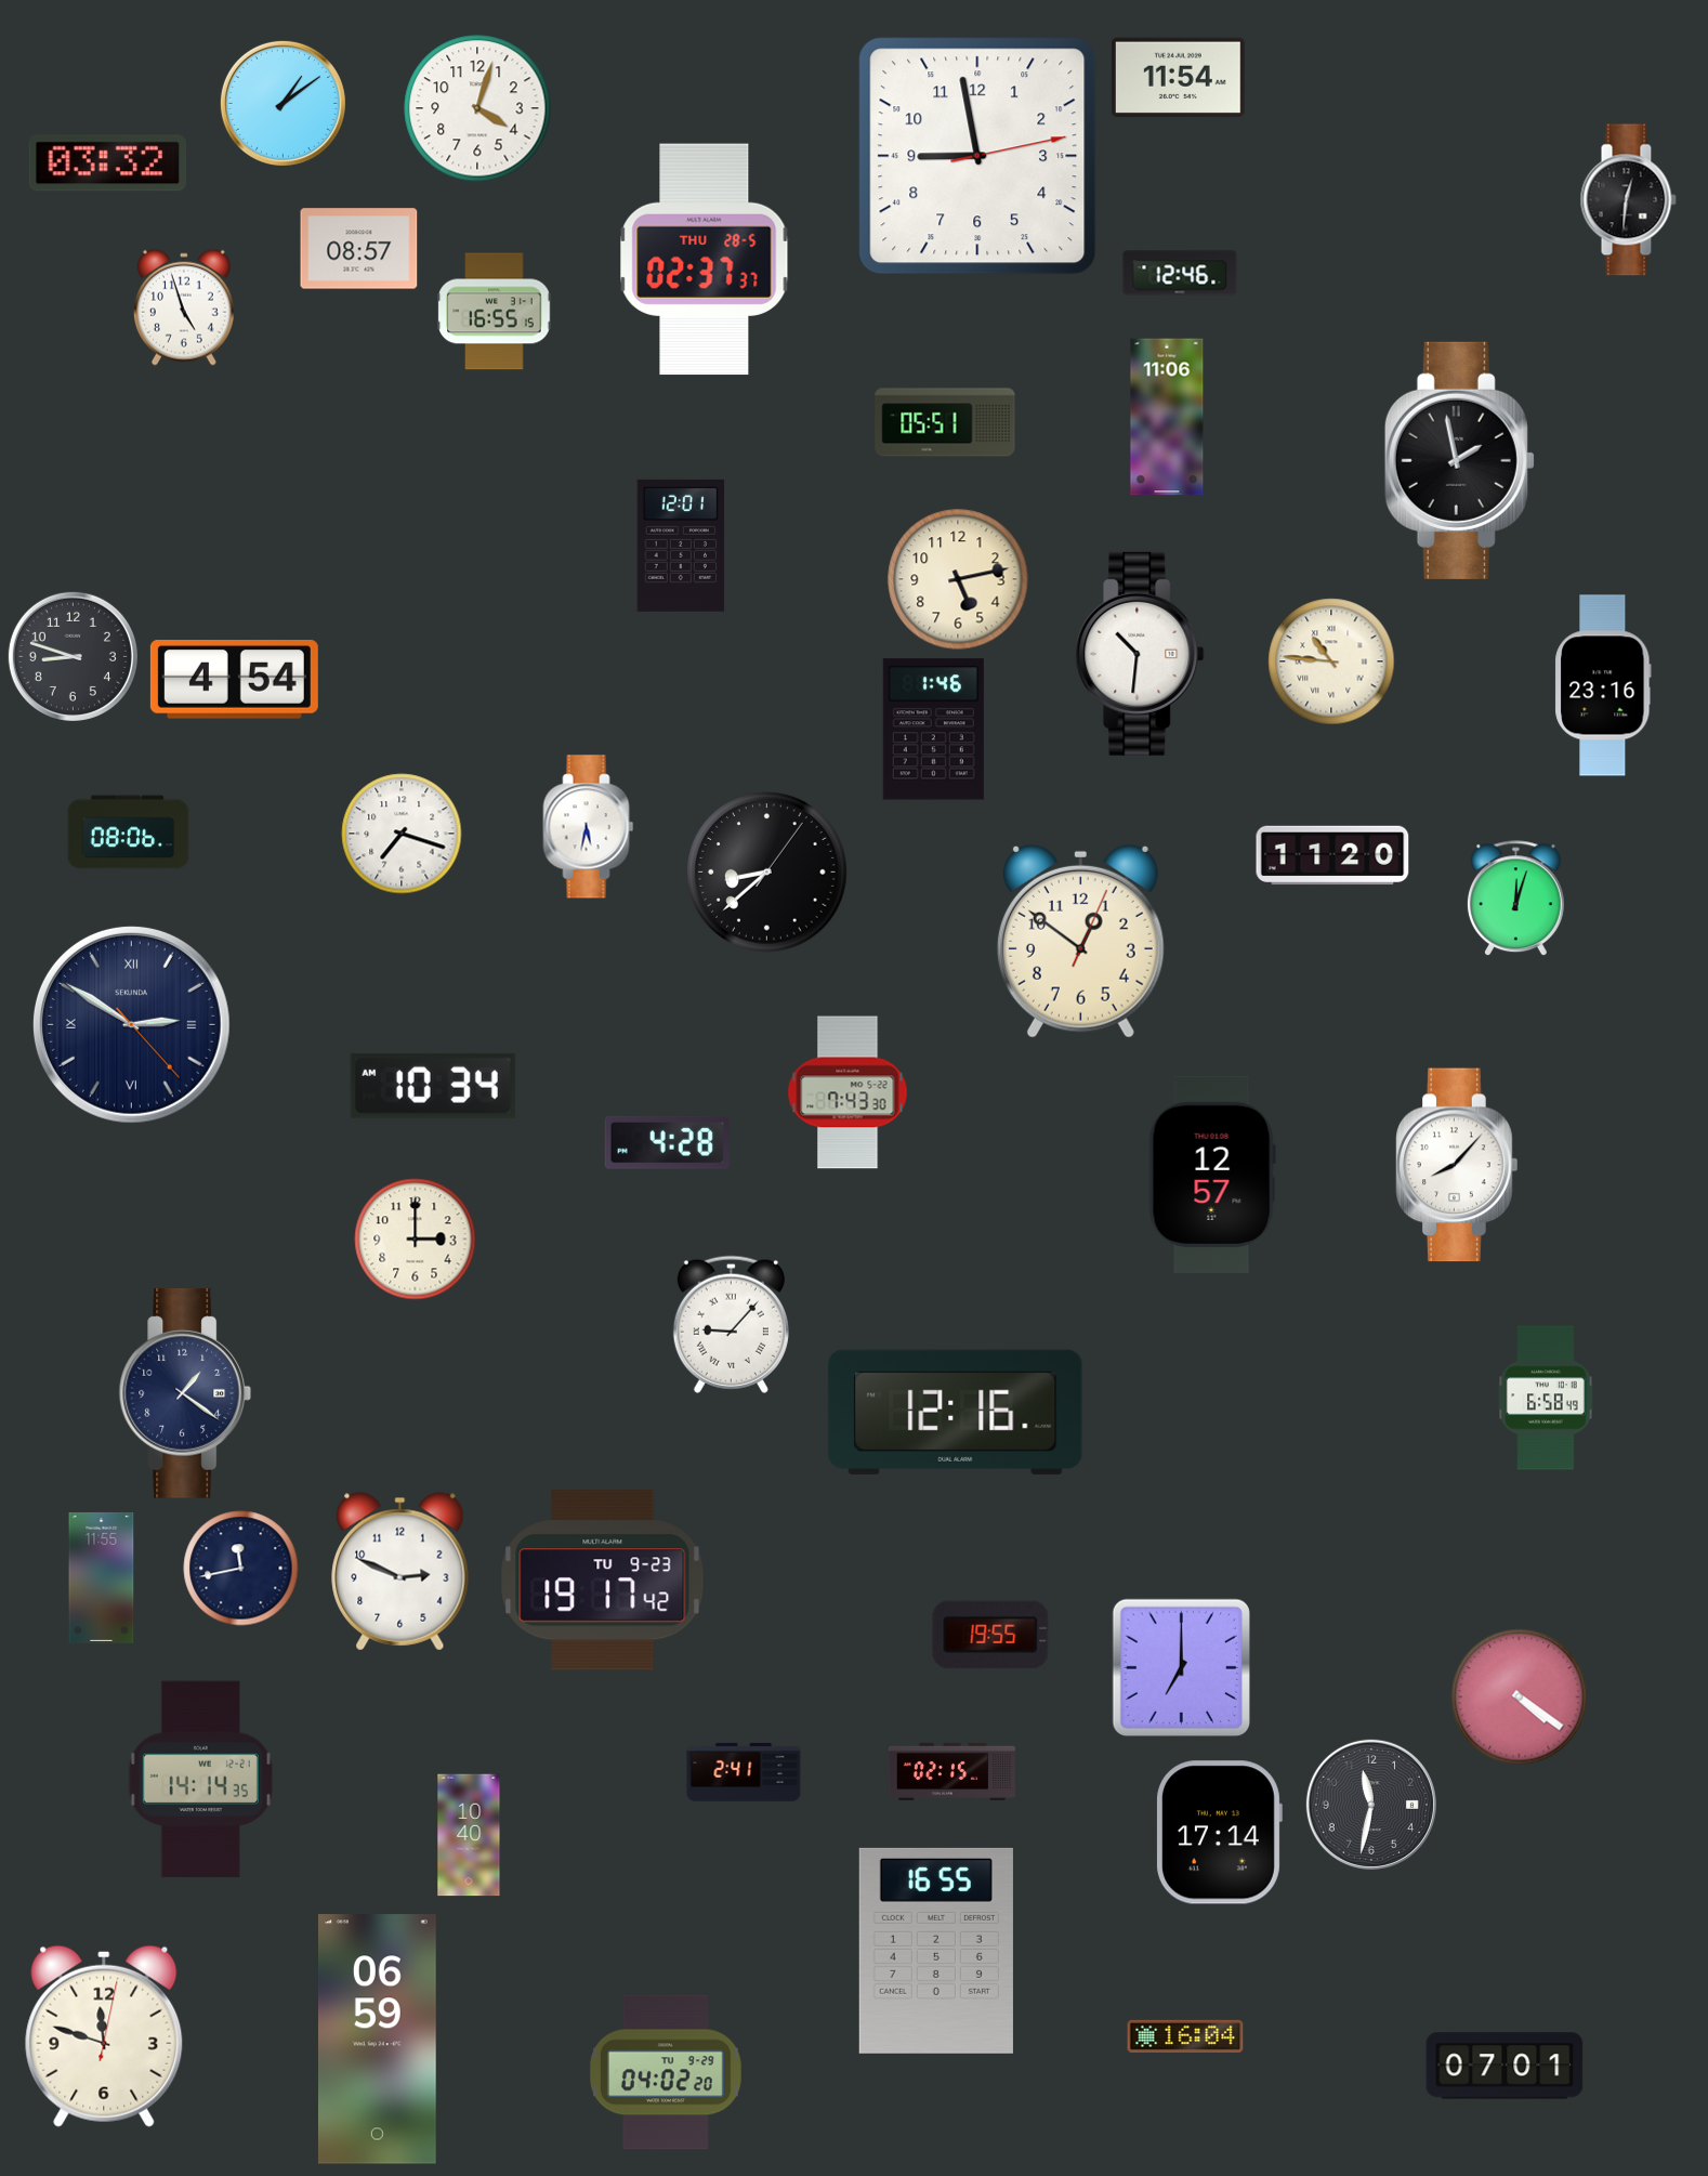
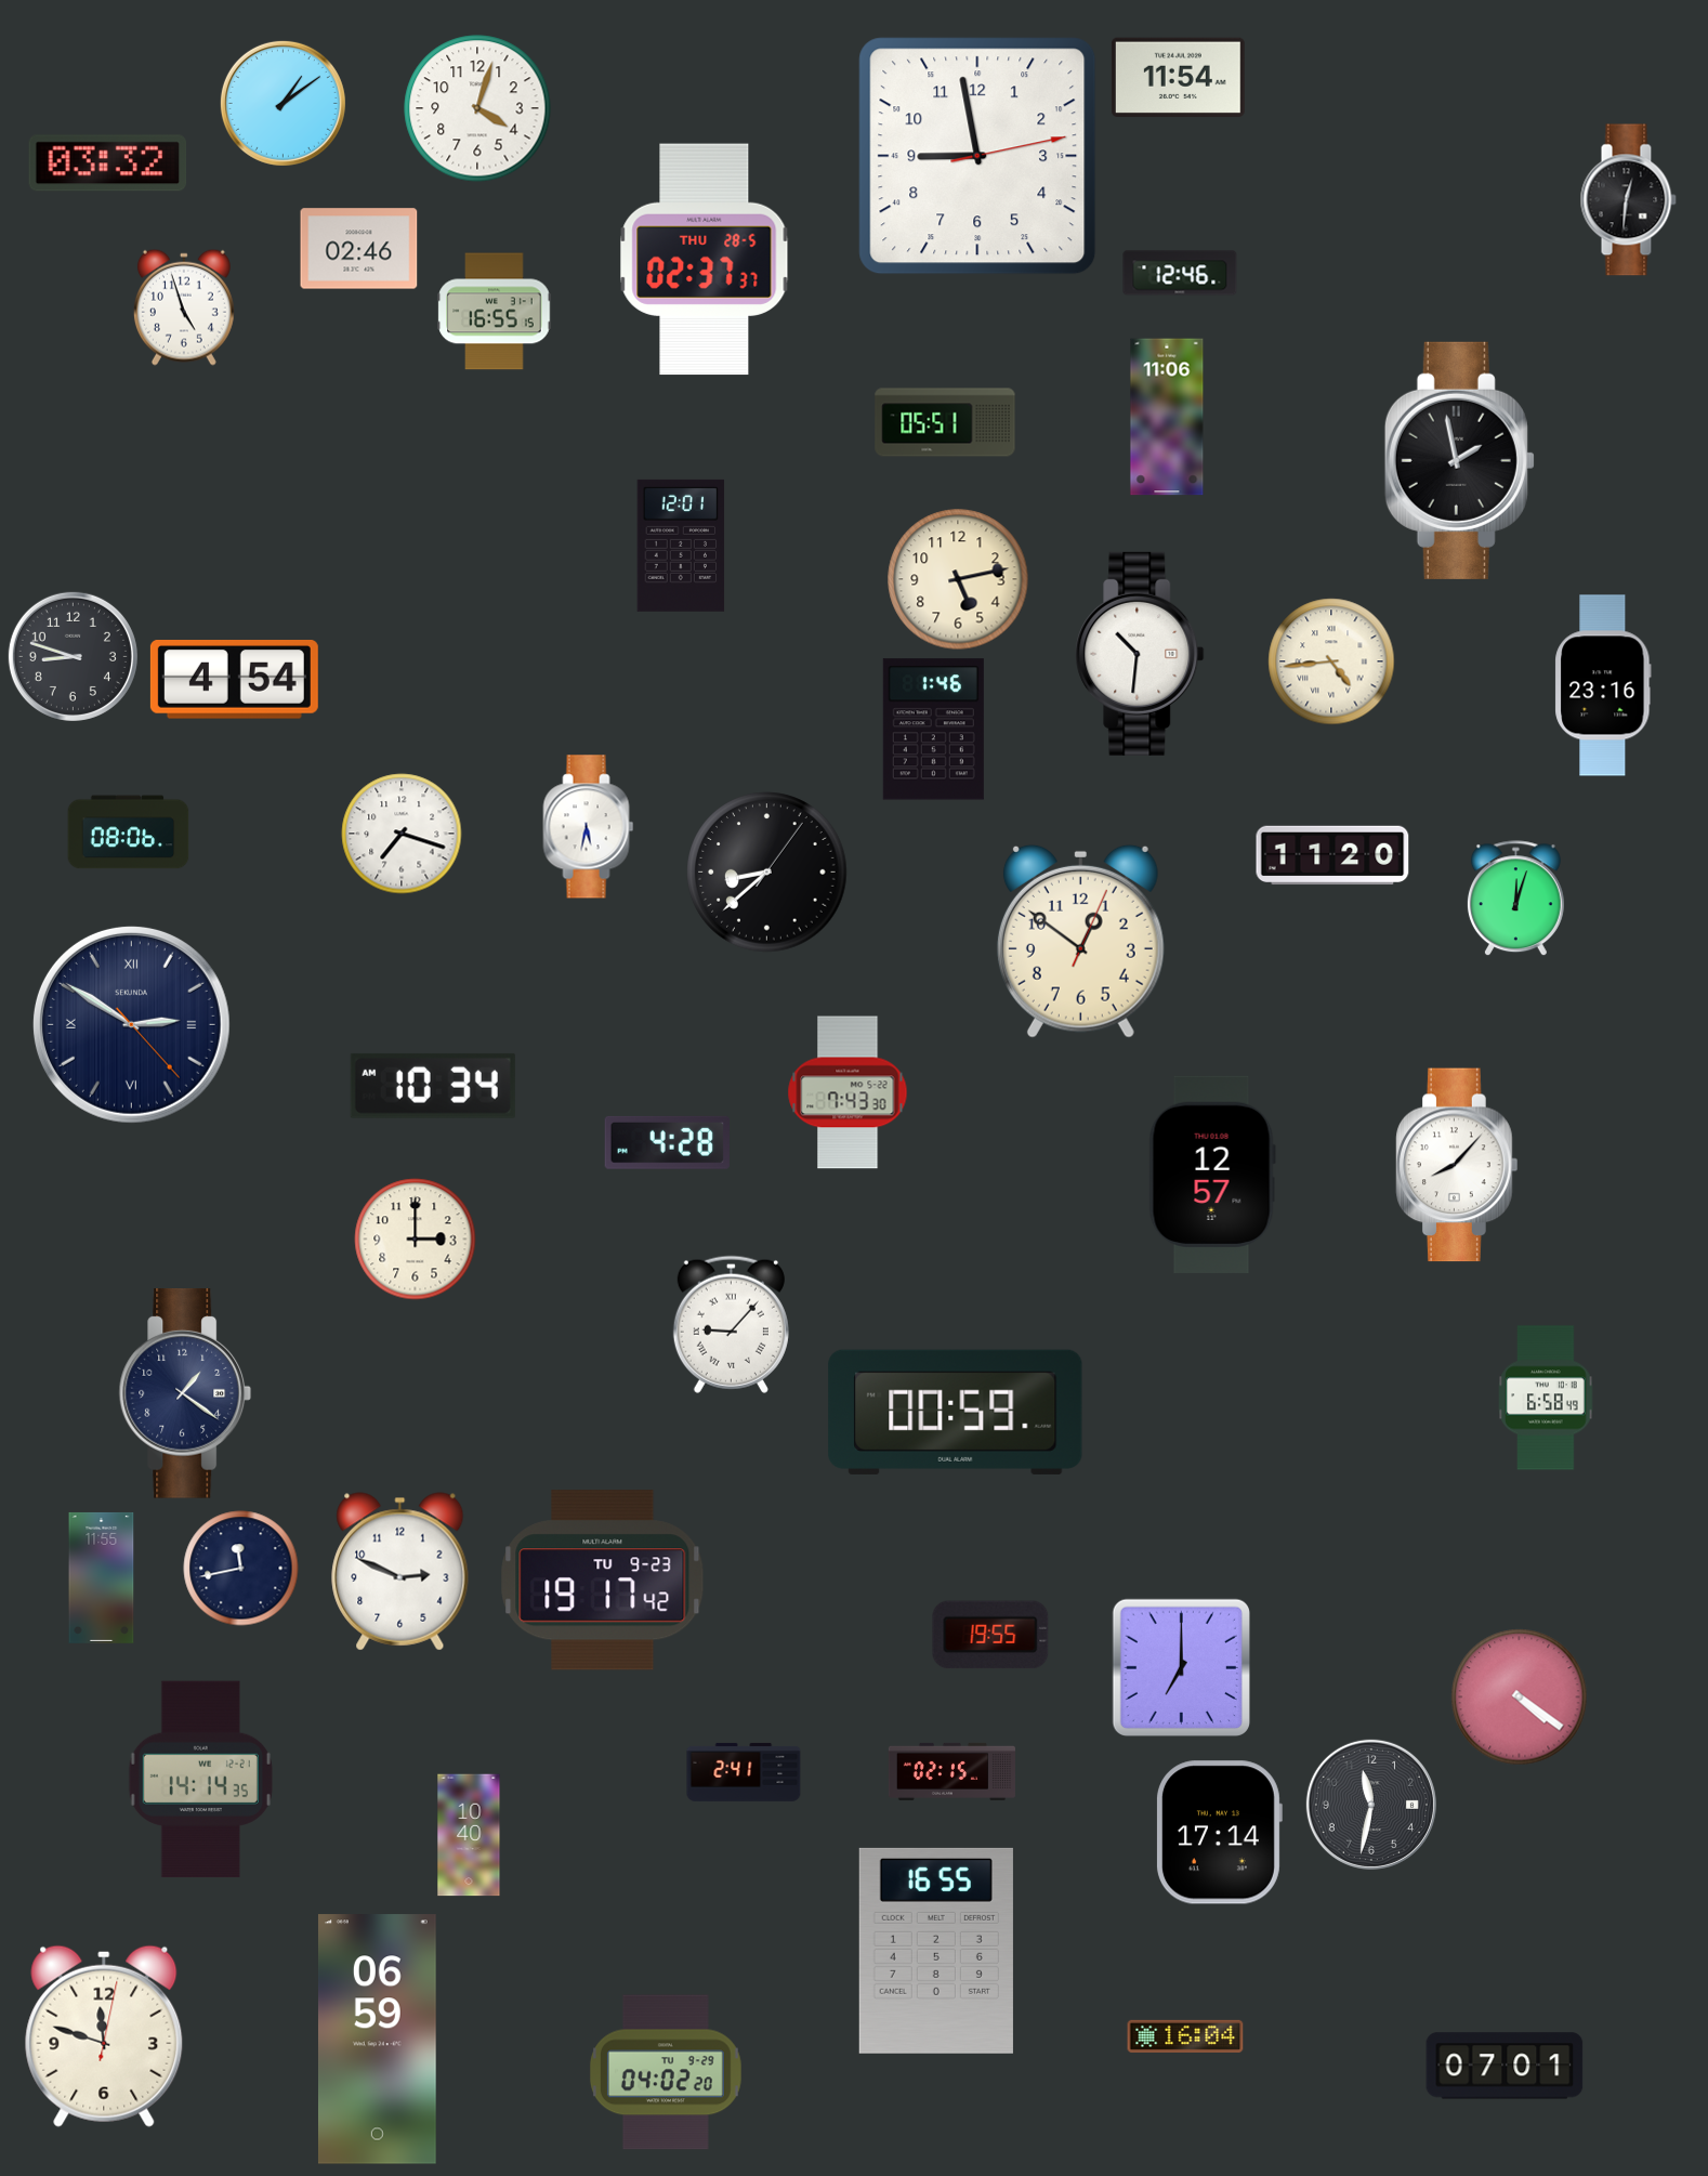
clock at (359, 249): 08:57 -> 02:46
clock at (1331, 661): 10:46 -> 4:44
clock at (956, 1412): 12:16 -> 00:59
